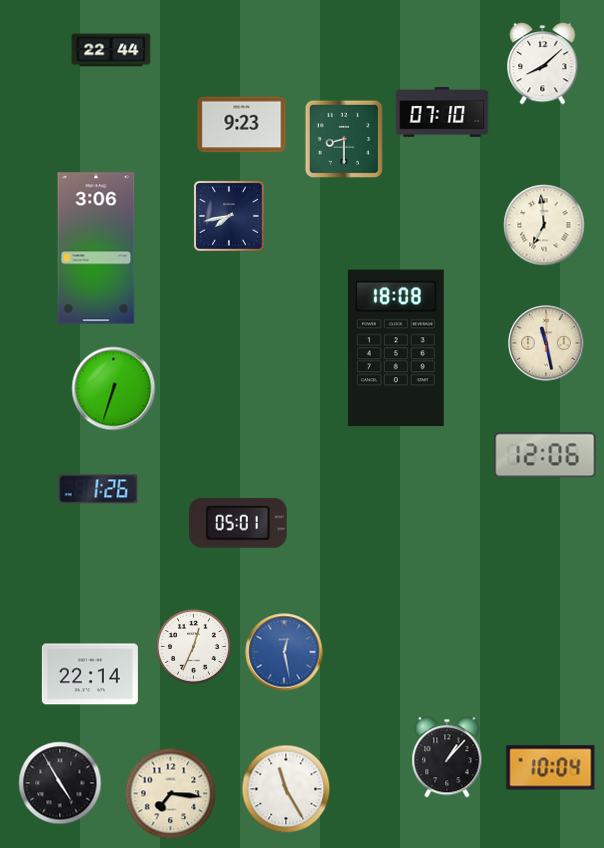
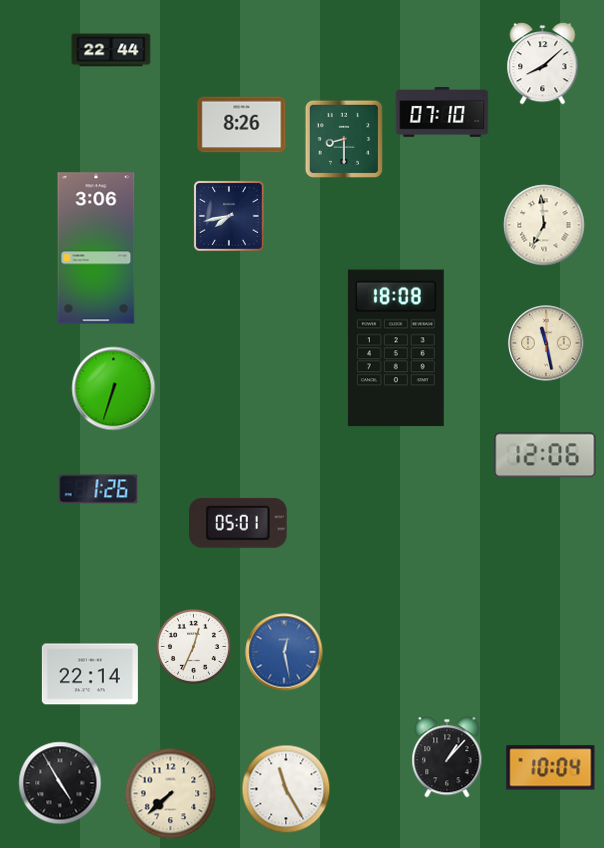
clock at (242, 125): 9:23 -> 8:26
clock at (171, 794): 7:16 -> 7:38
